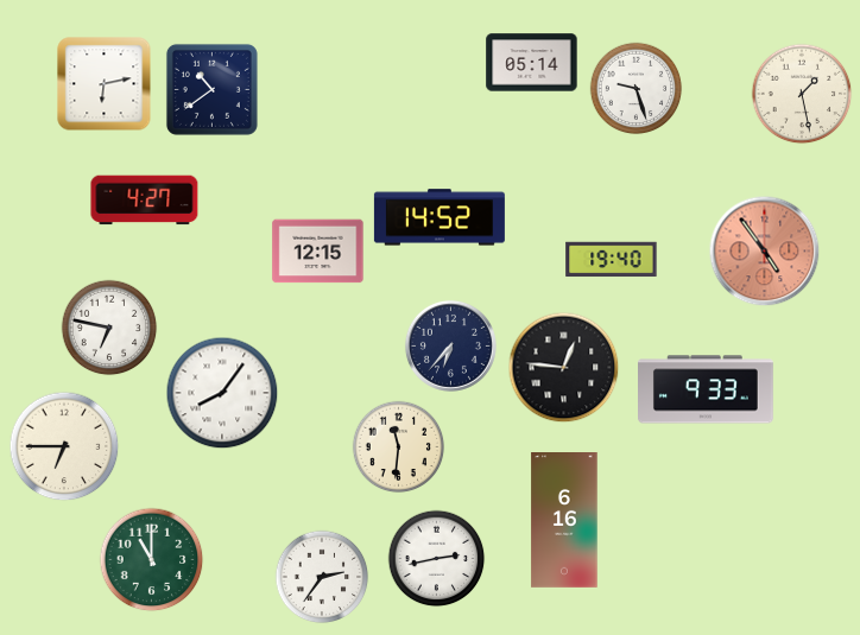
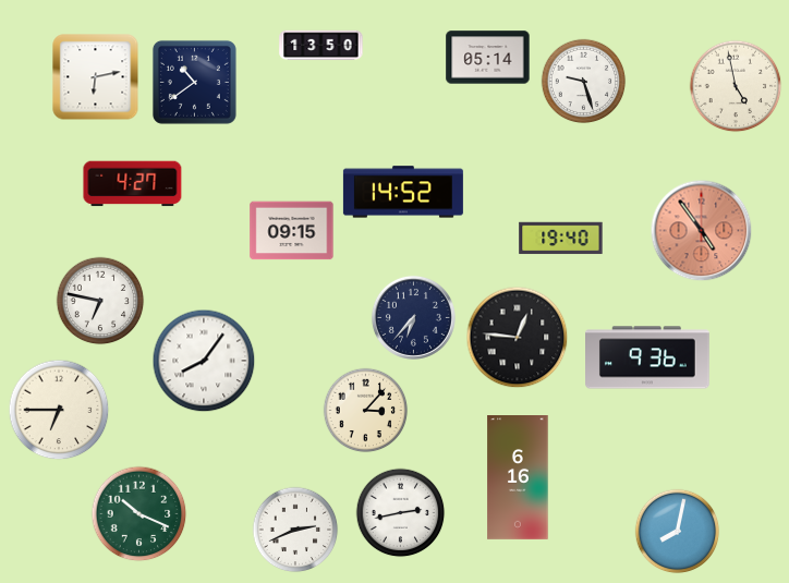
clock at (321, 46): none -> 13:50
clock at (802, 94): 1:28 -> 4:58
clock at (440, 217) position: (440, 217) -> (403, 192)
clock at (318, 252): 12:15 -> 09:15
clock at (707, 389): 9:33 -> 9:36
clock at (398, 446): 11:31 -> 3:07
clock at (151, 559): 11:00 -> 10:19
clock at (322, 577): 2:36 -> 2:41
clock at (677, 531): none -> 8:02
